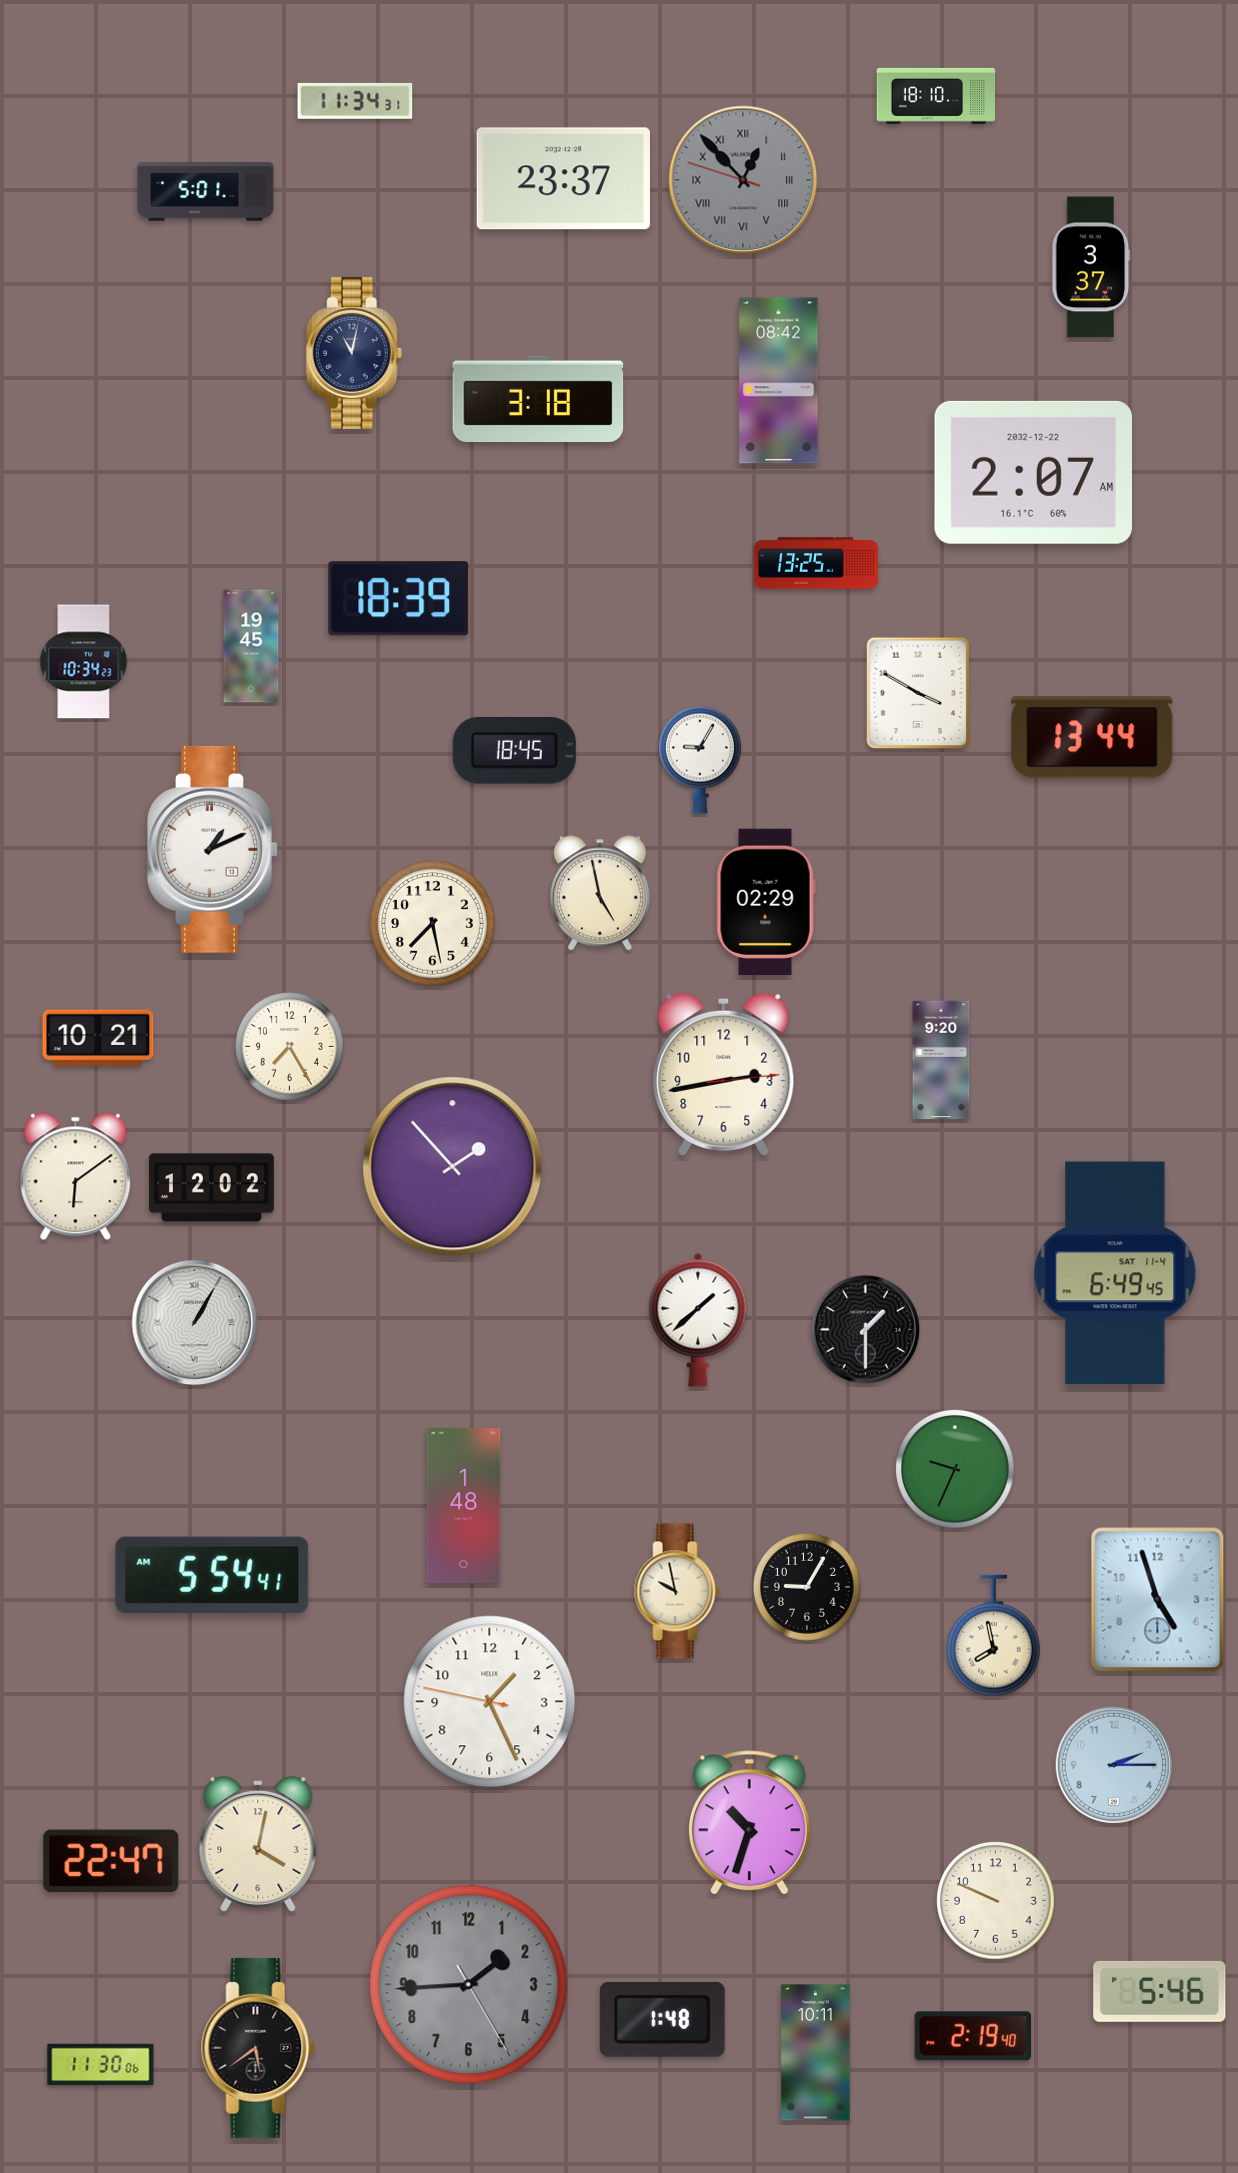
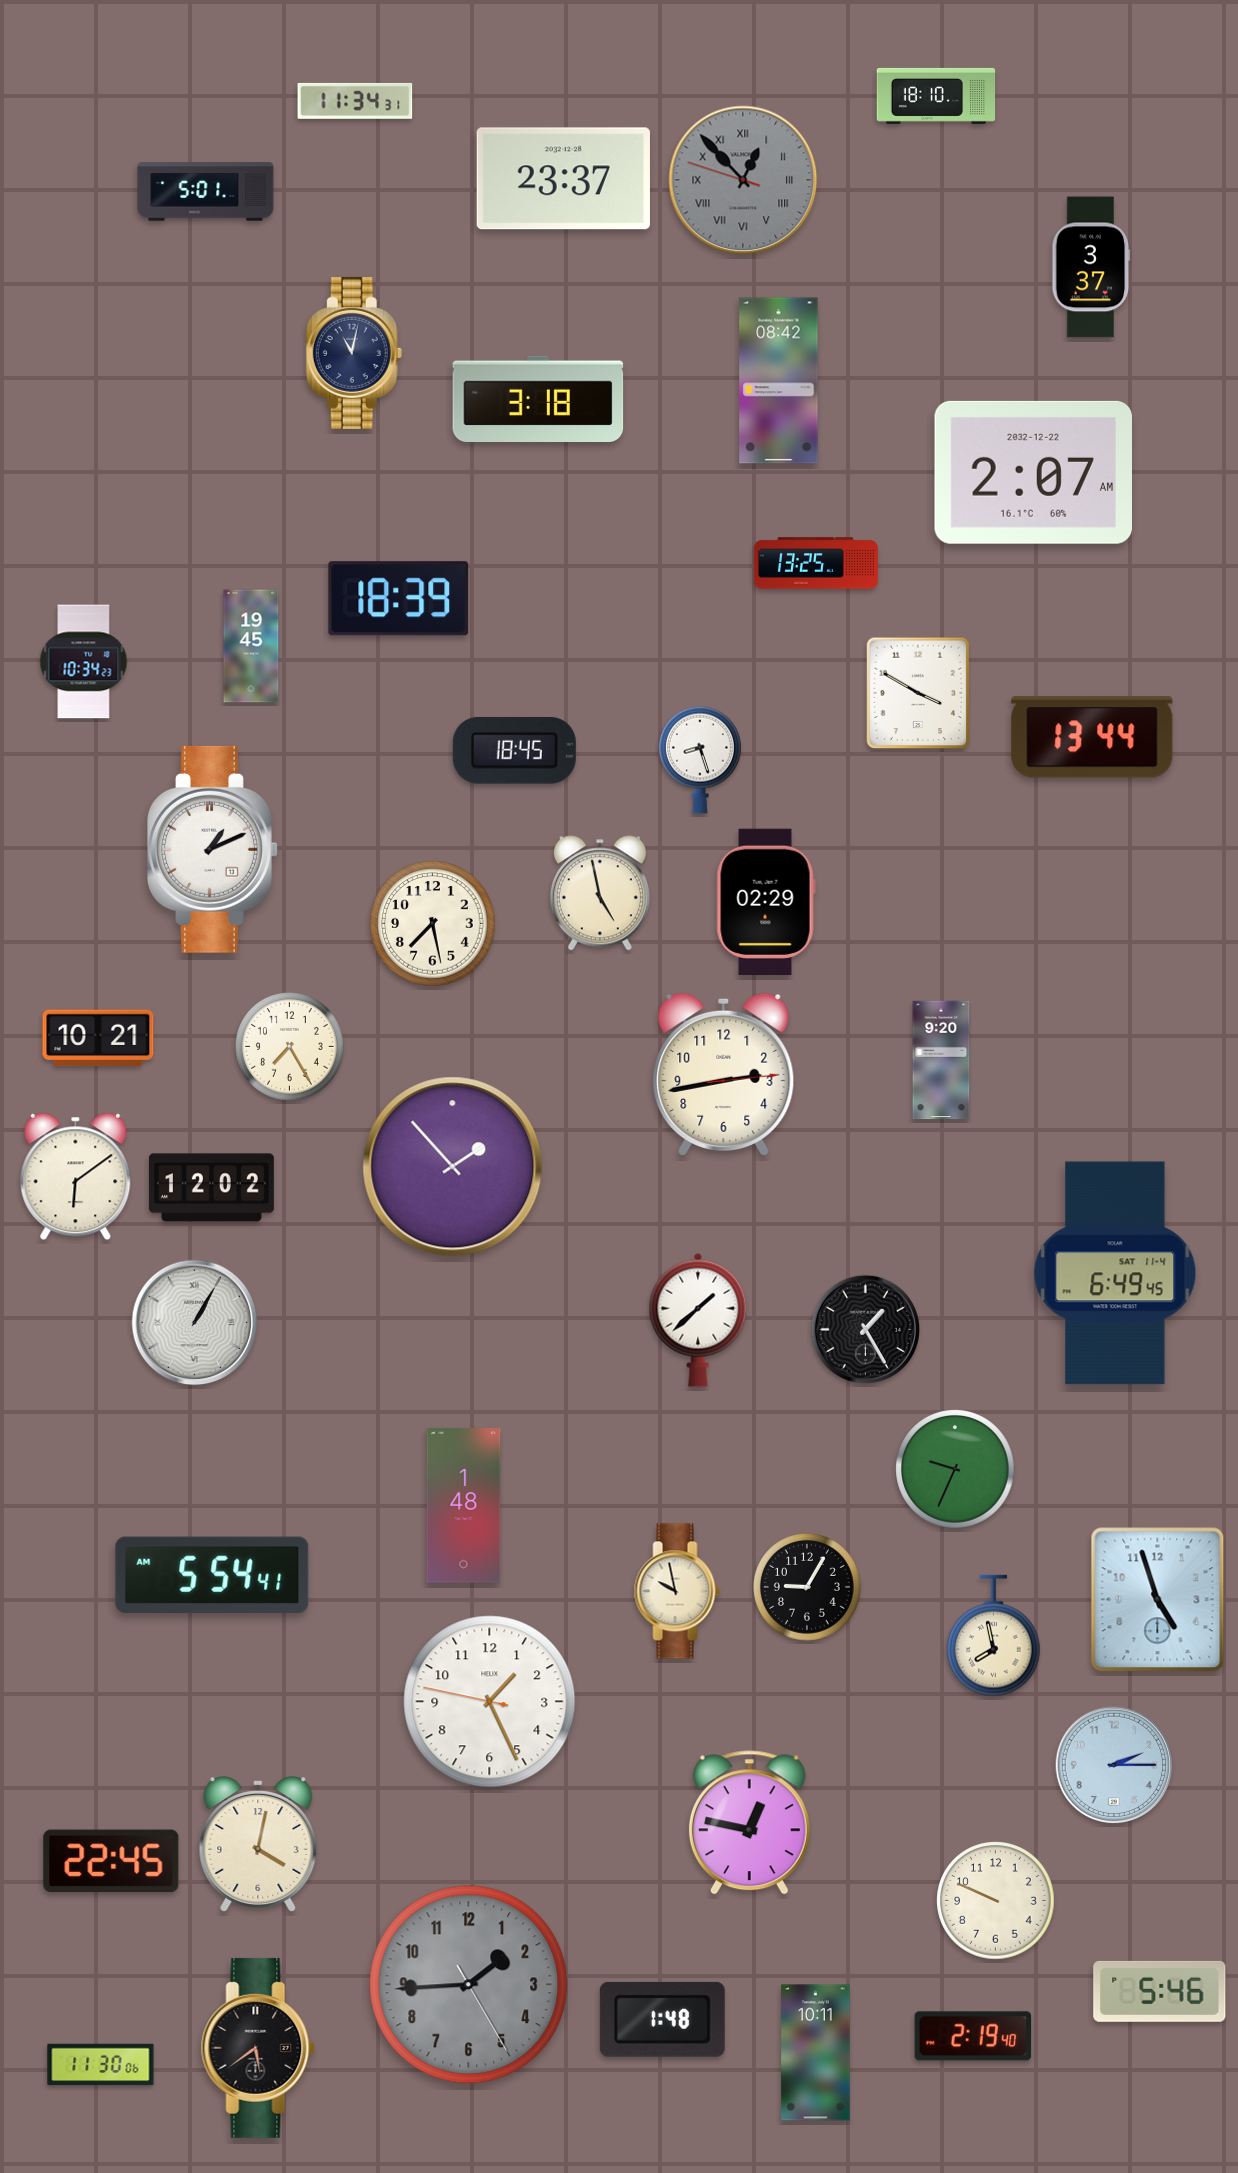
clock at (700, 760): 9:05 -> 8:27
clock at (865, 1329): 1:30 -> 1:25
clock at (749, 1823): 10:33 -> 12:47
clock at (111, 1861): 22:47 -> 22:45
